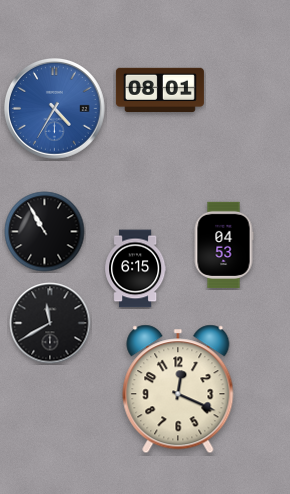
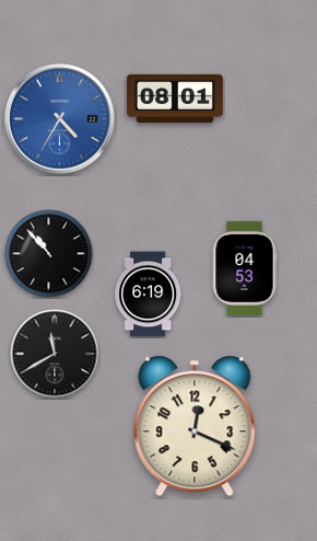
clock at (45, 232): 10:55 -> 10:53
clock at (136, 269): 6:15 -> 6:19
